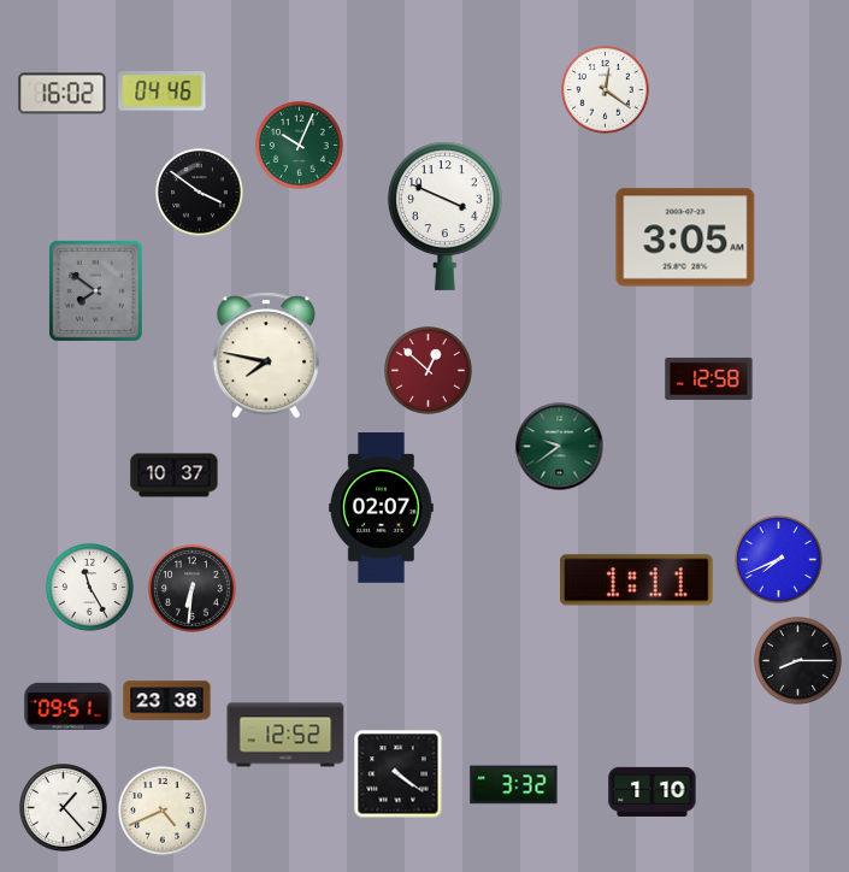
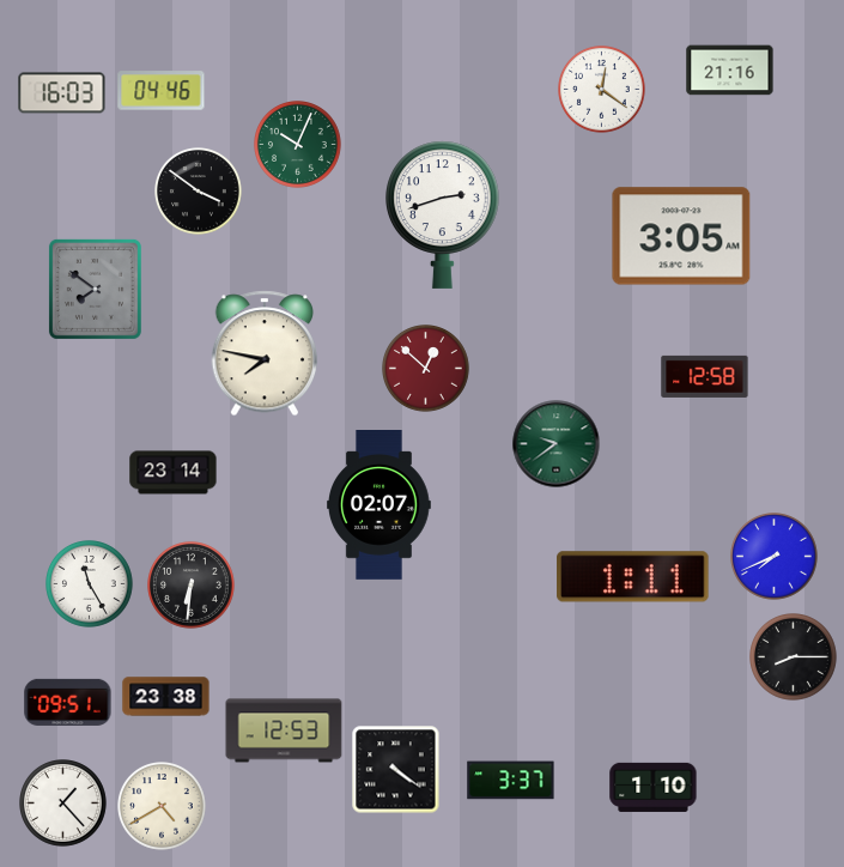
clock at (730, 71): none -> 21:16
clock at (63, 94): 16:02 -> 16:03
clock at (446, 216): 3:49 -> 2:42
clock at (175, 476): 10:37 -> 23:14
clock at (285, 735): 12:52 -> 12:53
clock at (514, 785): 3:32 -> 3:37
clock at (653, 791) position: (653, 791) -> (654, 787)
clock at (164, 812): 4:41 -> 4:40
